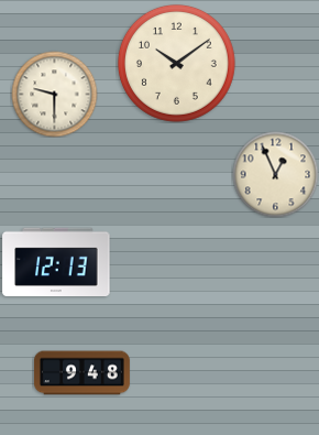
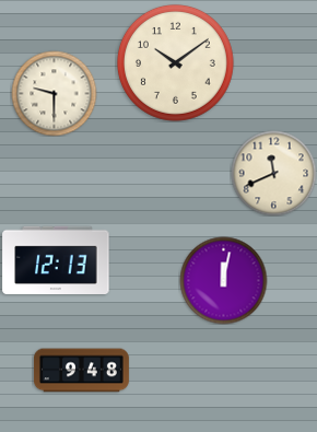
clock at (275, 174): 12:56 -> 11:41
clock at (223, 280): none -> 12:02
